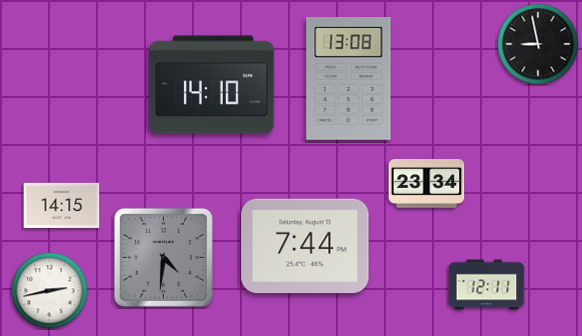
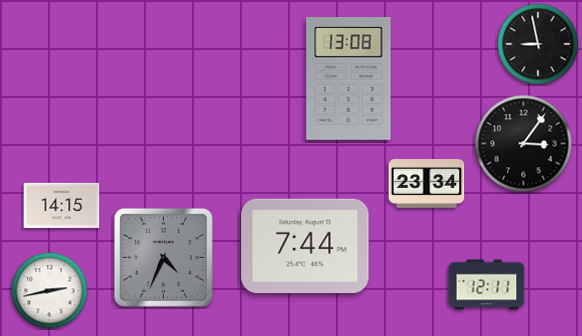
clock at (212, 85): 14:10 -> none
clock at (524, 144): none -> 3:06
clock at (163, 257): 4:31 -> 4:34
